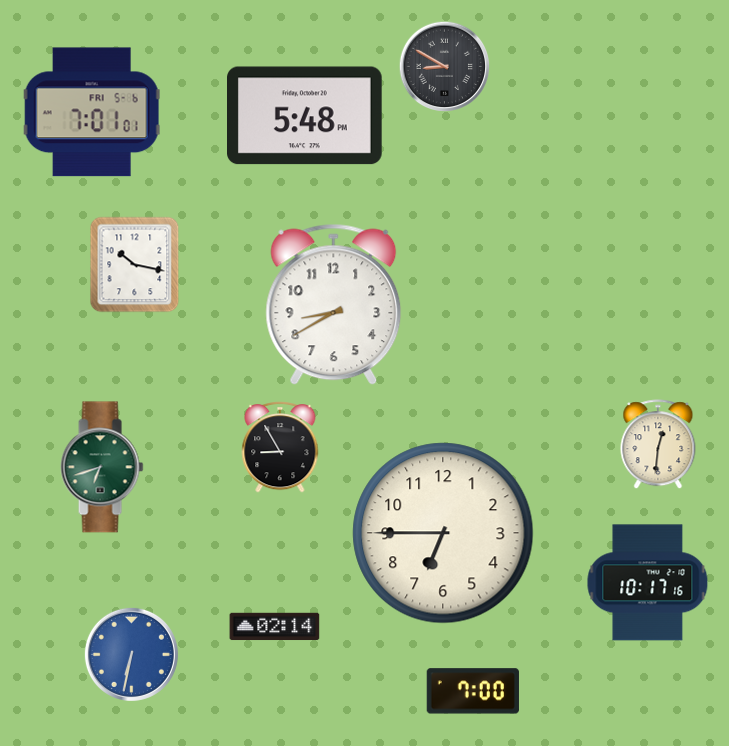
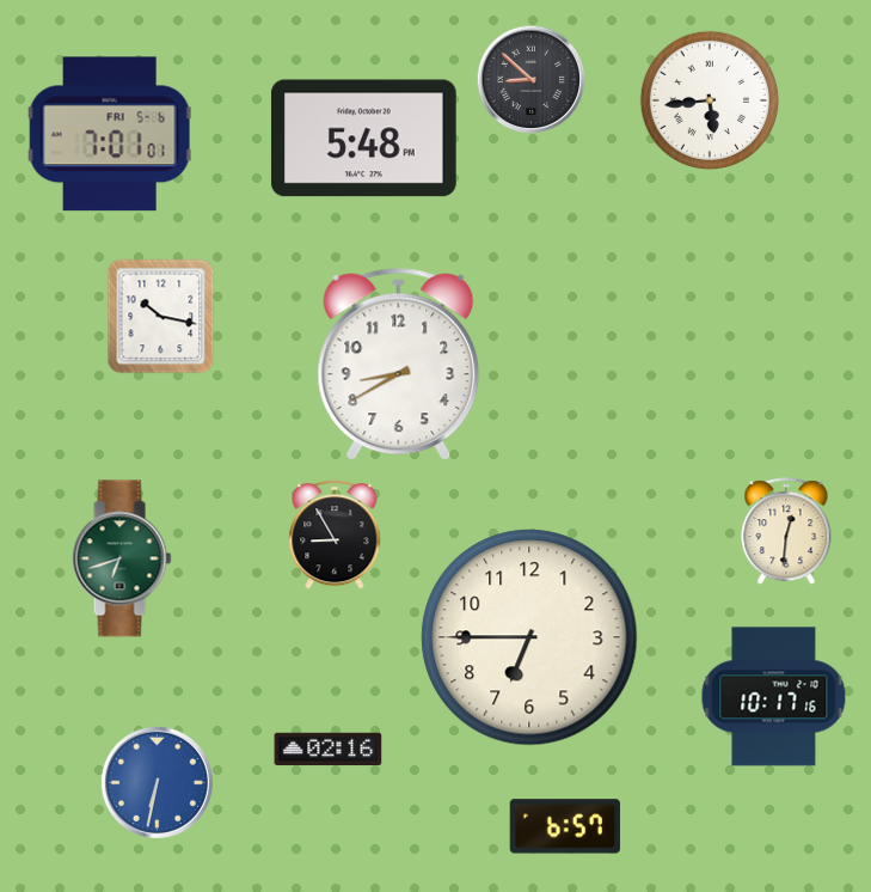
clock at (444, 66): 8:50 -> 8:52
clock at (709, 99): none -> 5:44
clock at (275, 627): 02:14 -> 02:16
clock at (473, 691): 7:00 -> 6:57
